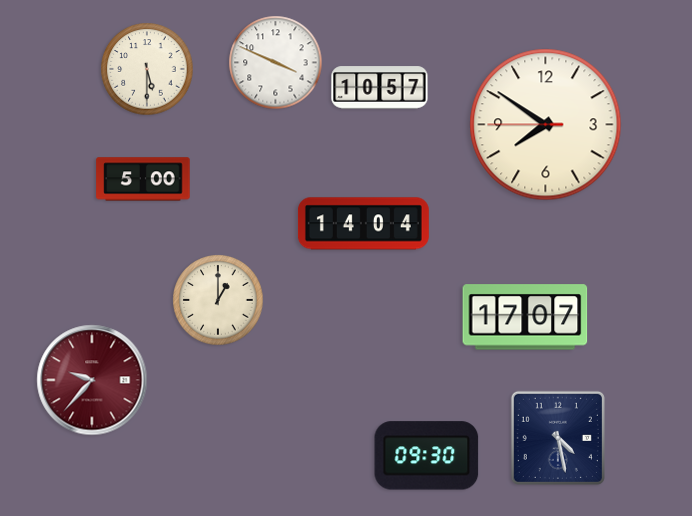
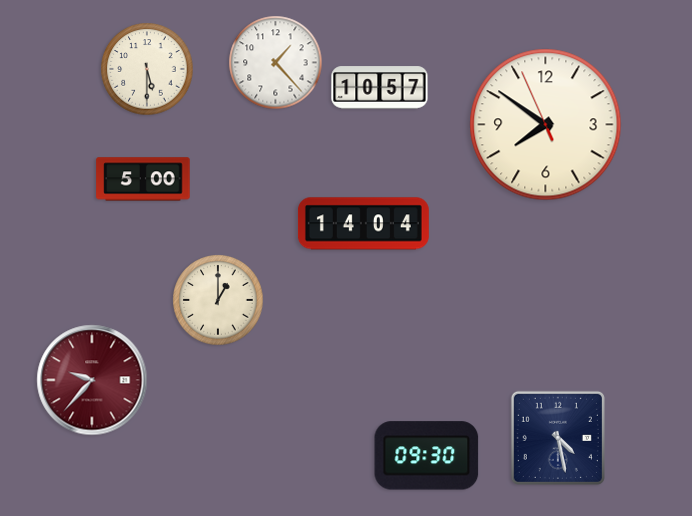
clock at (276, 63): 3:49 -> 1:23
clock at (546, 125): 7:50:45 -> 7:50:56
clock at (525, 317): 17:07 -> none
